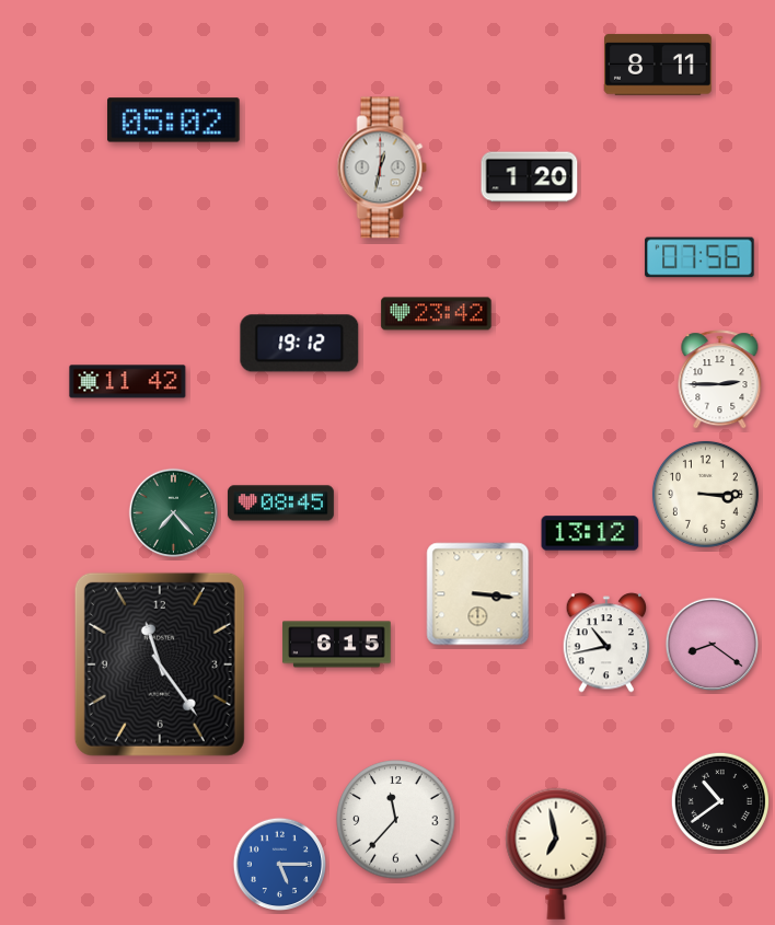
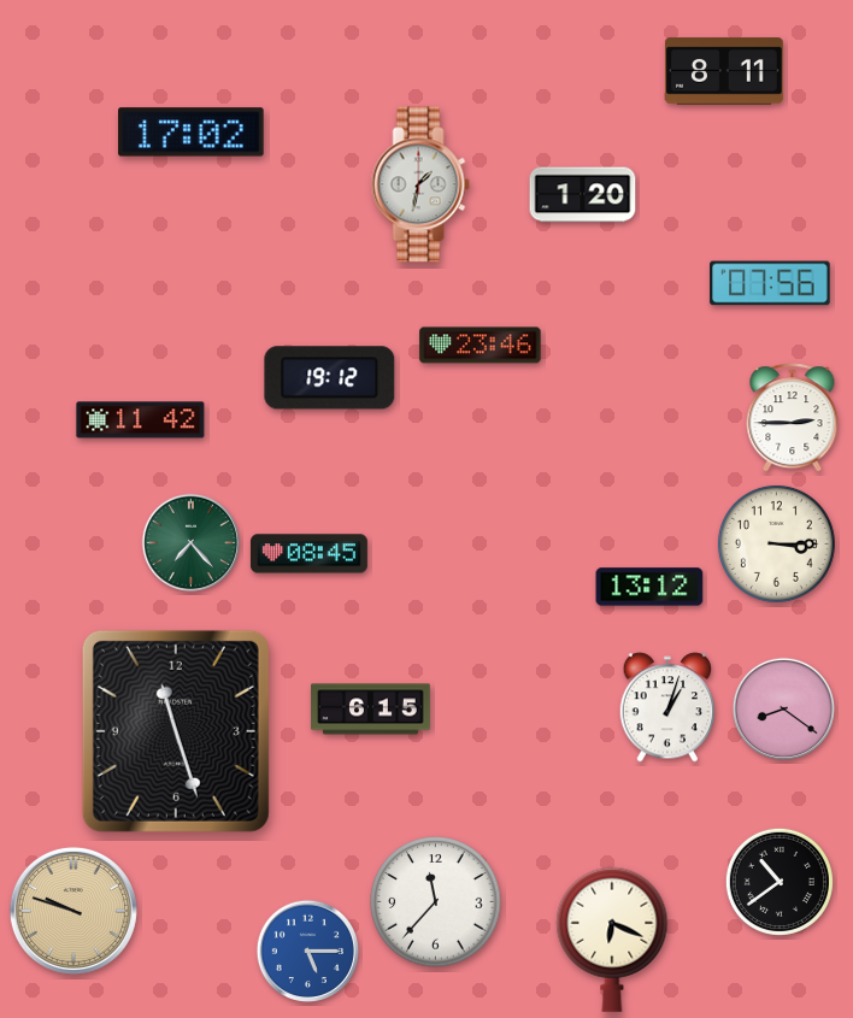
clock at (174, 120): 05:02 -> 17:02
clock at (382, 167): 12:32 -> 1:32
clock at (437, 314): 23:42 -> 23:46
clock at (174, 513) position: (174, 513) -> (192, 543)
clock at (478, 594): 3:16 -> none
clock at (606, 643): 10:43 -> 1:03
clock at (160, 664): 11:24 -> 11:27
clock at (719, 800) position: (719, 800) -> (778, 881)
clock at (73, 911): none -> 9:48
clock at (556, 854): 6:58 -> 6:19
